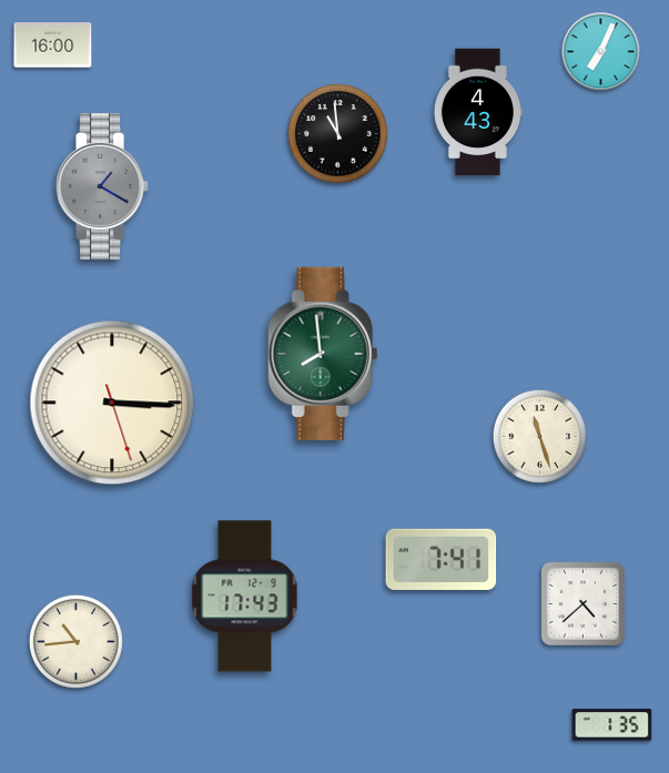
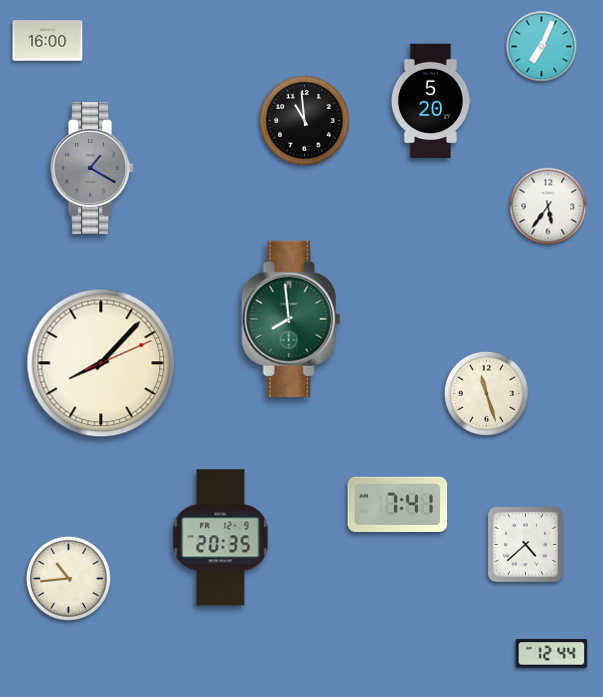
clock at (478, 112): 4:43 -> 5:20
clock at (548, 206): none -> 5:36
clock at (112, 403): 3:15 -> 8:07
clock at (245, 597): 17:43 -> 20:35
clock at (612, 725): 1:35 -> 12:44
